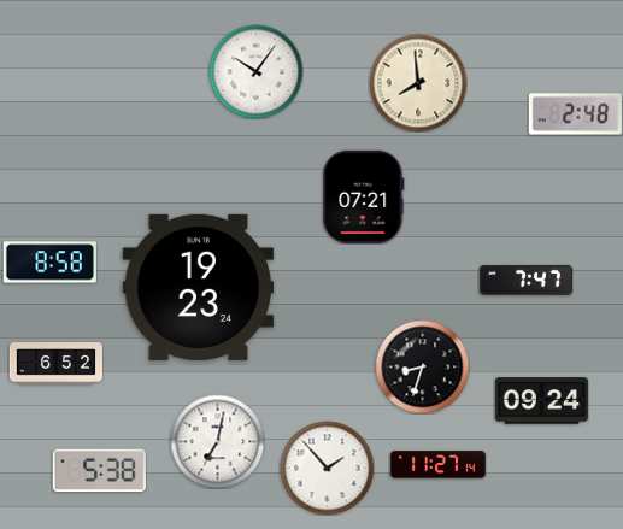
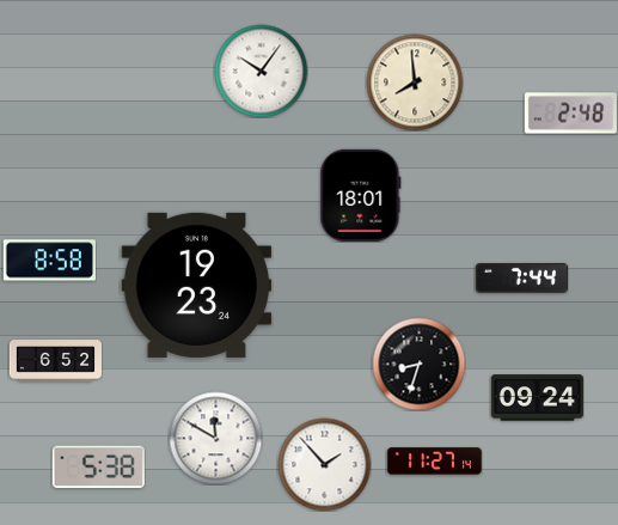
clock at (255, 71) position: (255, 71) -> (261, 71)
clock at (364, 196): 07:21 -> 18:01
clock at (525, 280): 7:47 -> 7:44
clock at (217, 441): 7:02 -> 11:50
